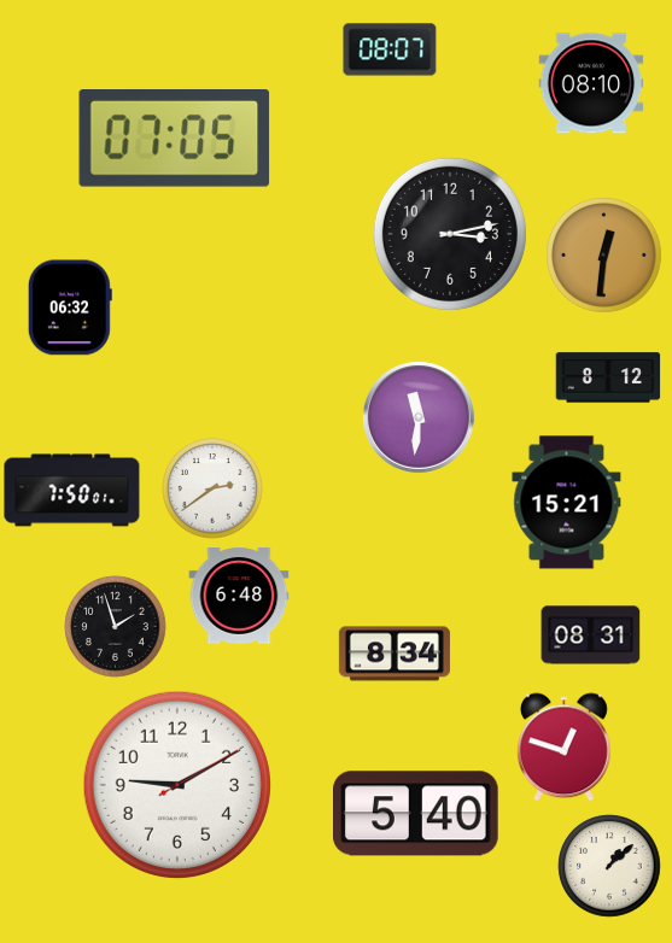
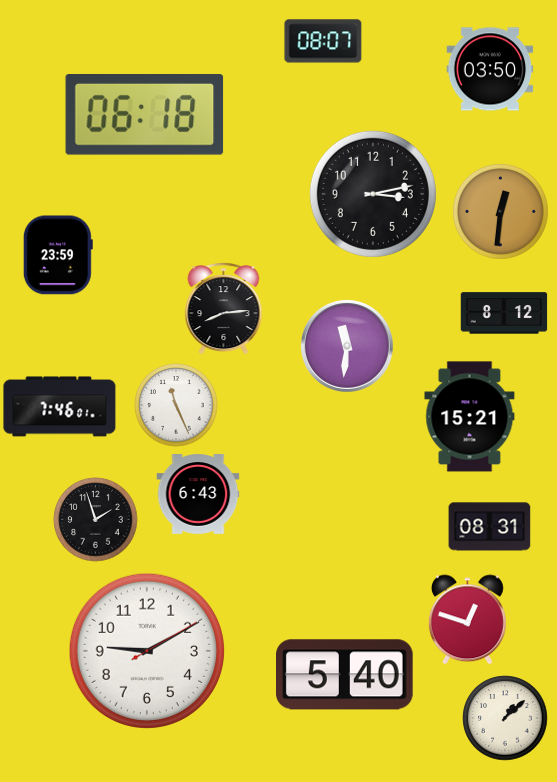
clock at (591, 83): 08:10 -> 03:50
clock at (175, 139): 07:05 -> 06:18
clock at (70, 307): 06:32 -> 23:59
clock at (224, 309): none -> 8:14
clock at (212, 488): 2:39 -> 11:26
clock at (72, 491): 7:50 -> 7:46
clock at (239, 597): 6:48 -> 6:43
clock at (395, 654): 8:34 -> none
